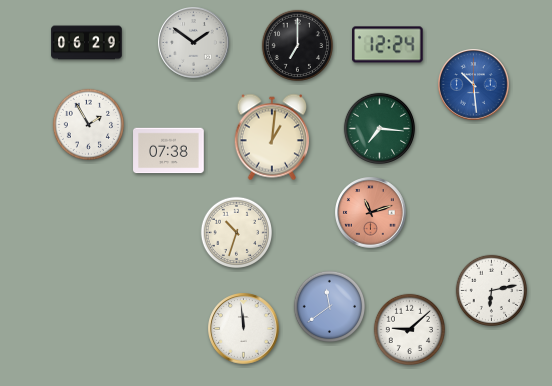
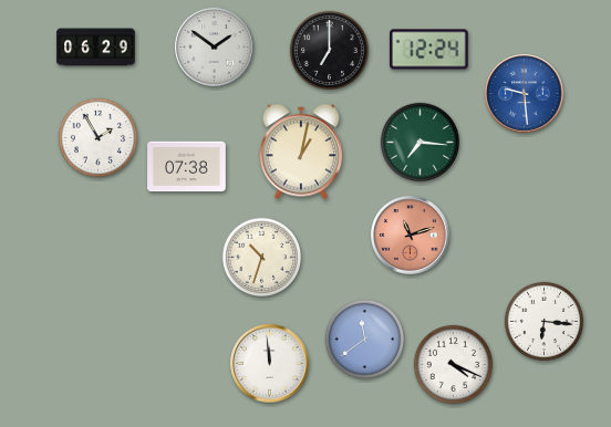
clock at (474, 85): 10:29 -> 9:29
clock at (271, 137): 1:01 -> 1:02
clock at (491, 290): 6:13 -> 6:16
clock at (409, 329): 9:08 -> 4:19
